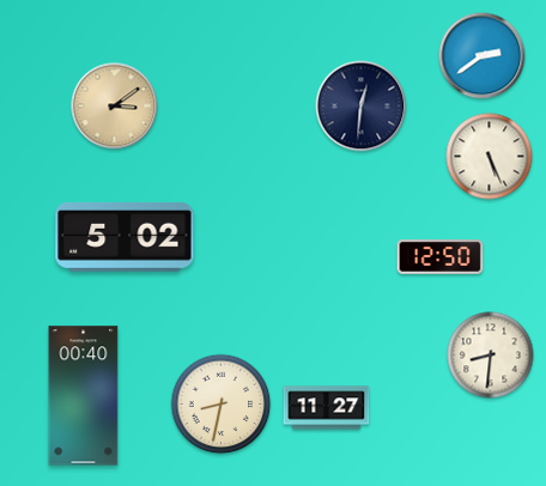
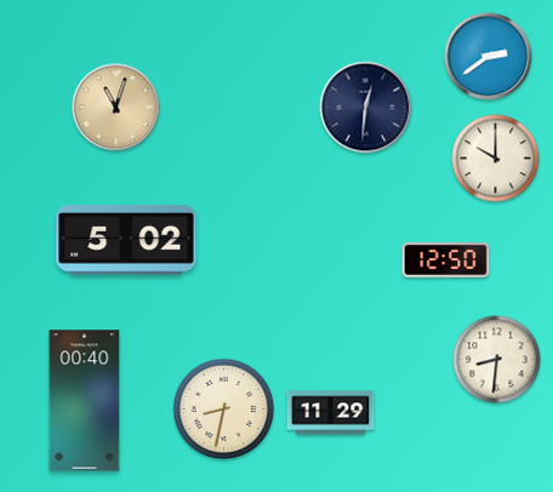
clock at (115, 107): 3:09 -> 11:03
clock at (490, 157): 5:26 -> 10:00
clock at (327, 408): 11:27 -> 11:29
